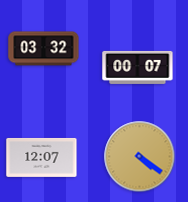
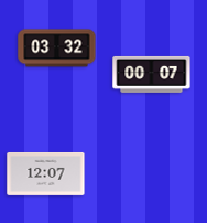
clock at (44, 49) position: (44, 49) -> (57, 49)
clock at (140, 157): 4:21 -> none
